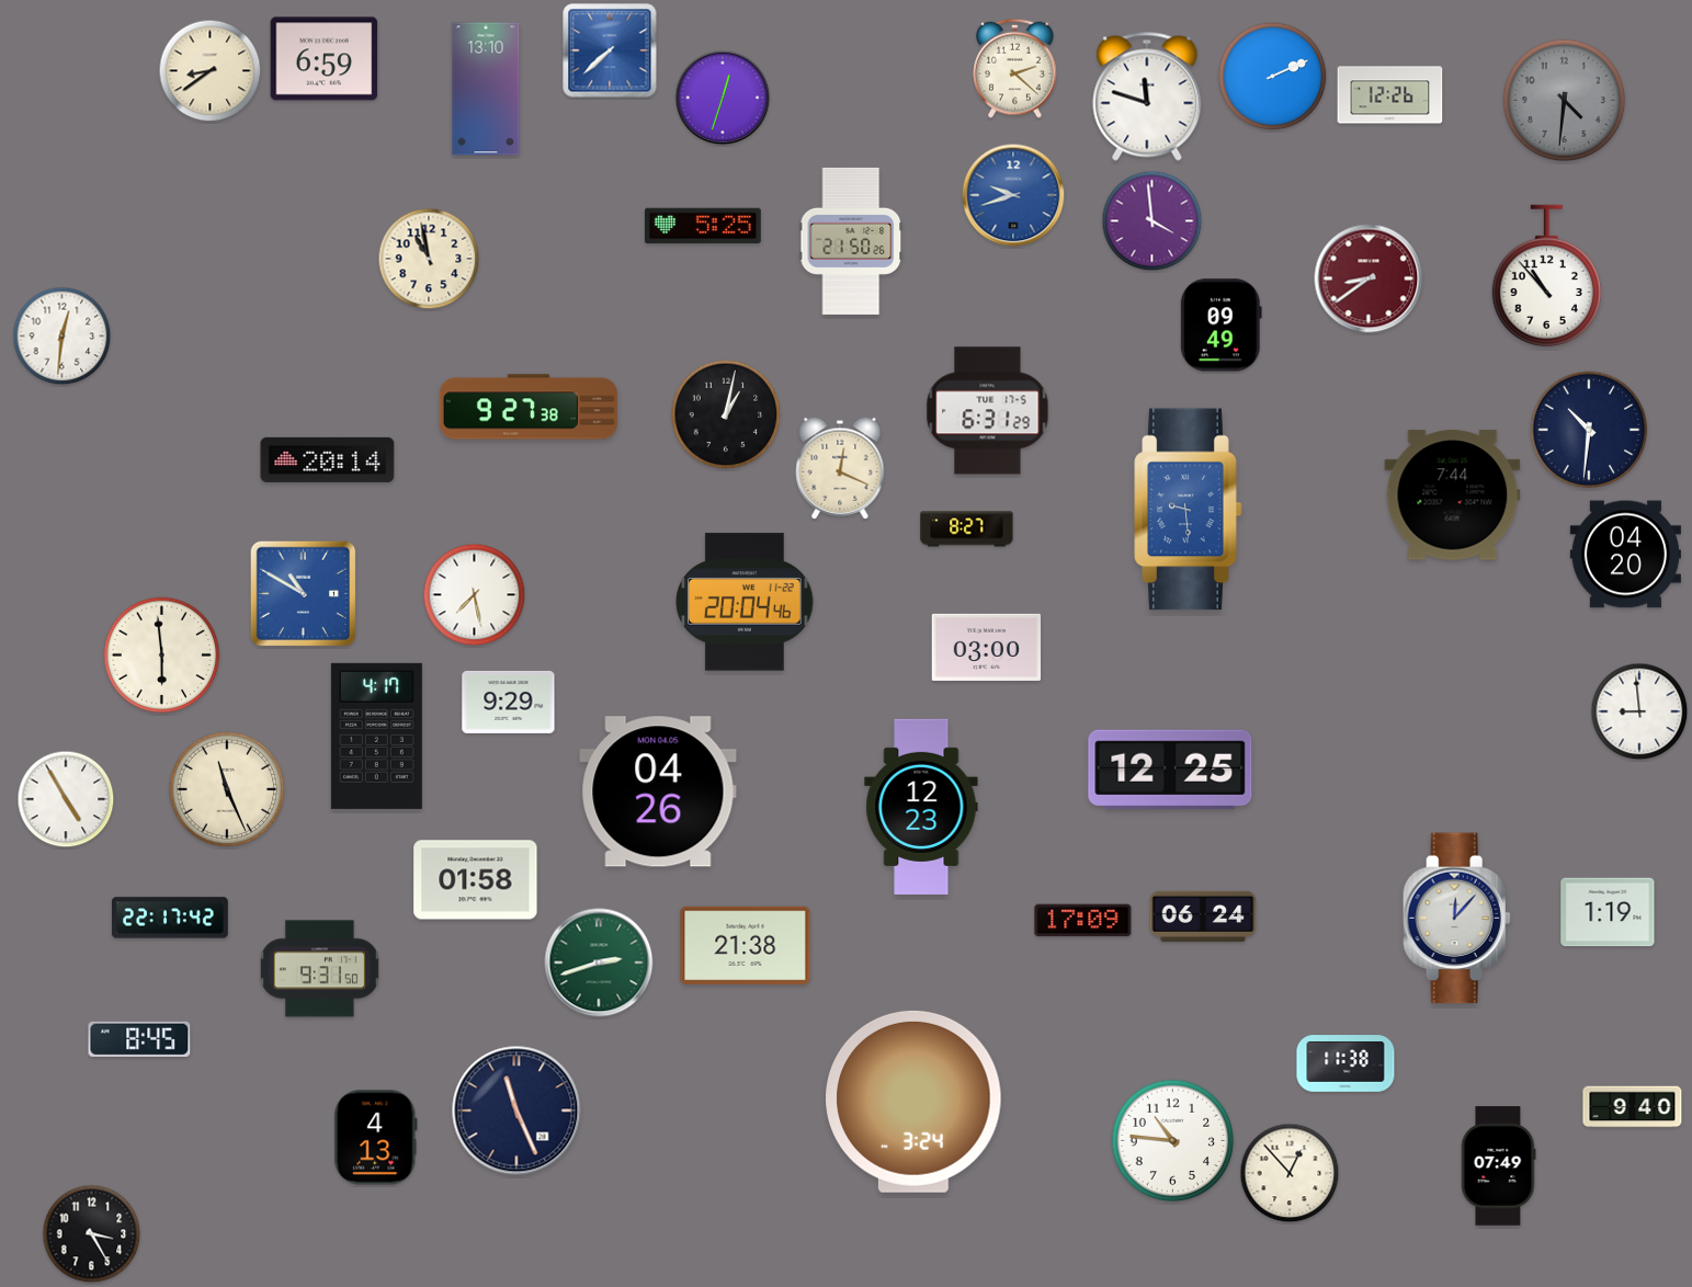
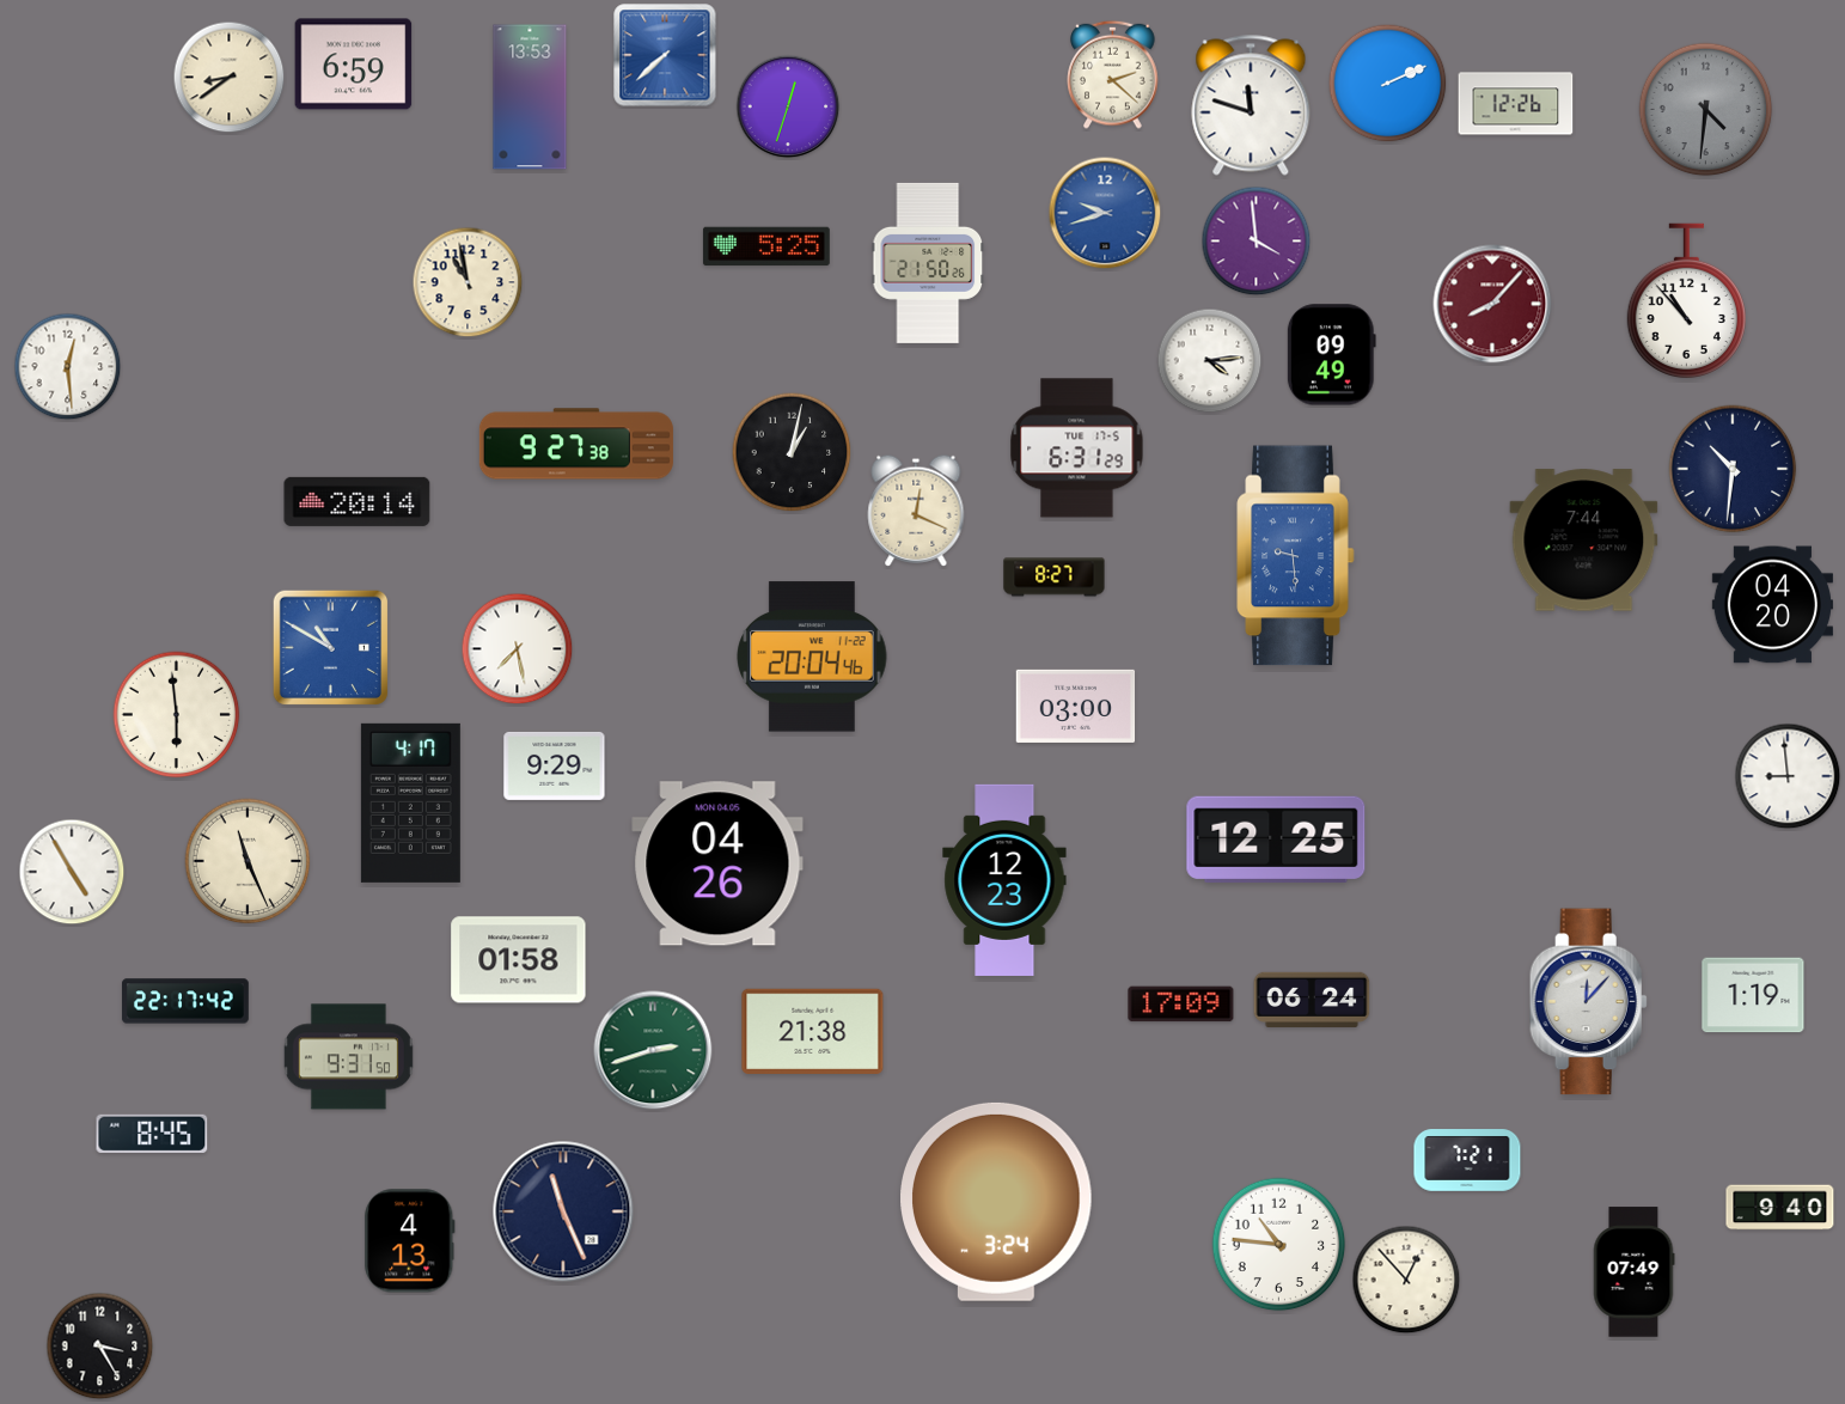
clock at (1015, 68) position: (1015, 68) -> (1113, 74)
clock at (486, 89): 13:10 -> 13:53
clock at (1369, 278): 8:39 -> 8:07
clock at (1210, 361): none -> 4:14
clock at (63, 337): 12:31 -> 12:29
clock at (1345, 1063): 11:38 -> 7:21
